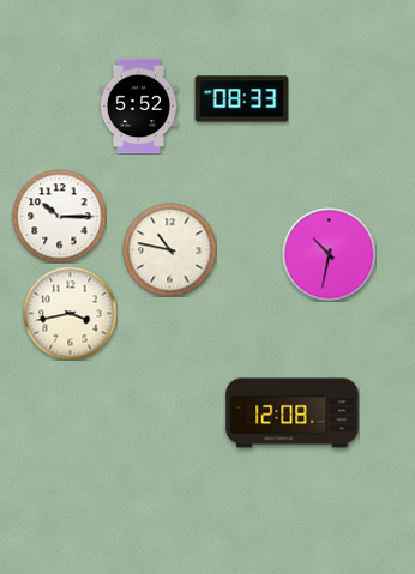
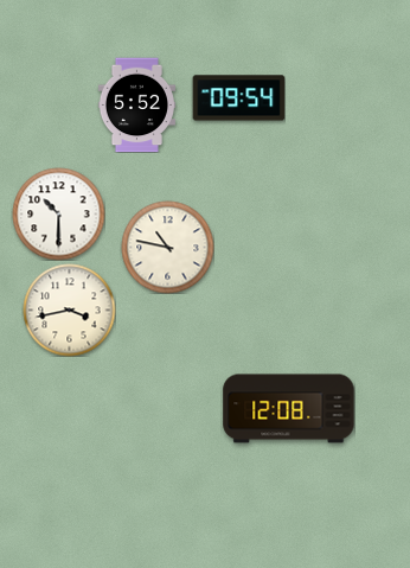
clock at (241, 99): 08:33 -> 09:54
clock at (59, 216): 10:15 -> 10:30
clock at (329, 254): 10:32 -> none
